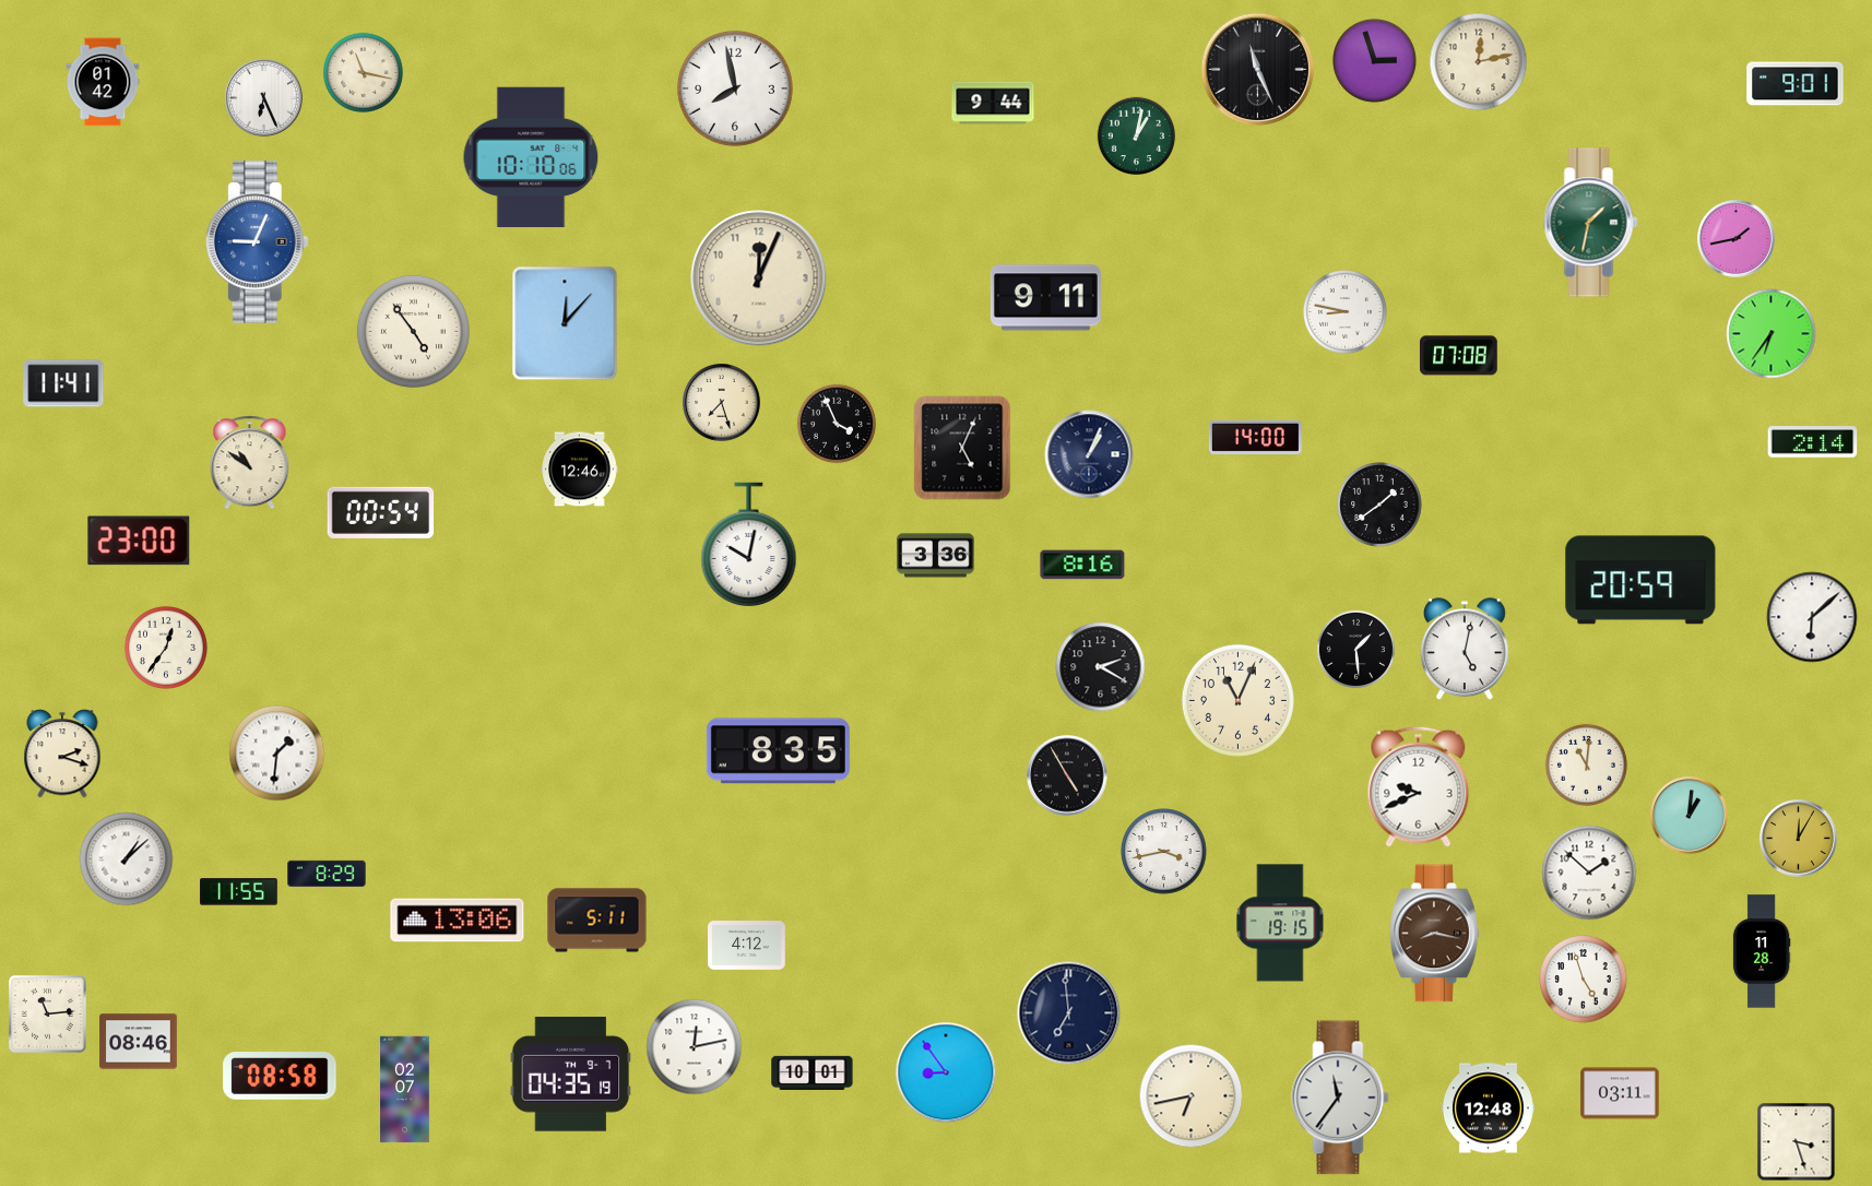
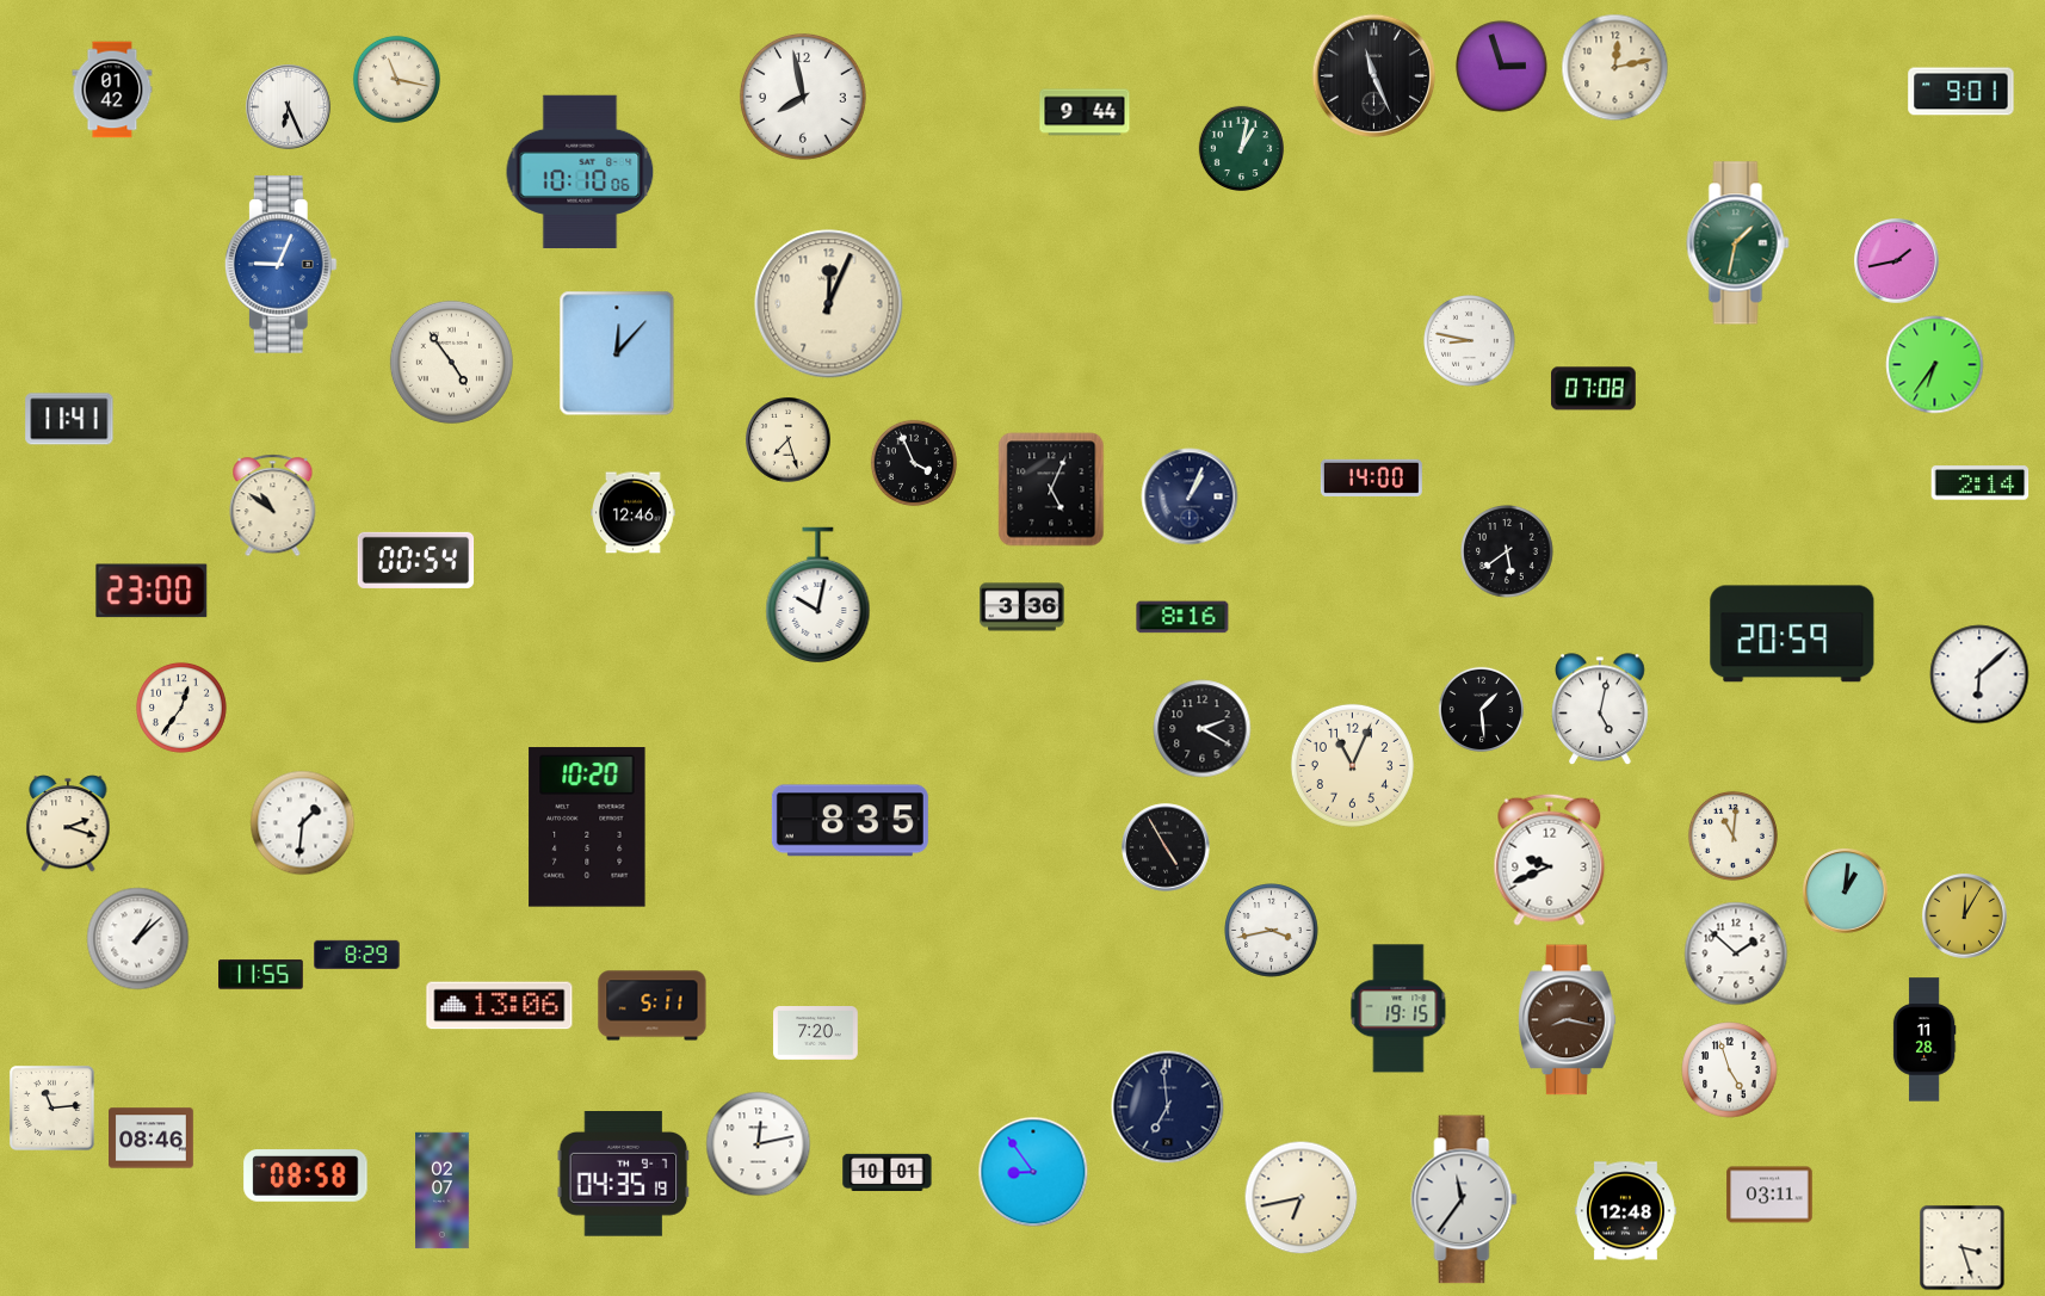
clock at (1045, 298): 9:11 -> none
clock at (1379, 505): 1:39 -> 5:39
clock at (587, 827): none -> 10:20
clock at (747, 946): 4:12 -> 7:20
